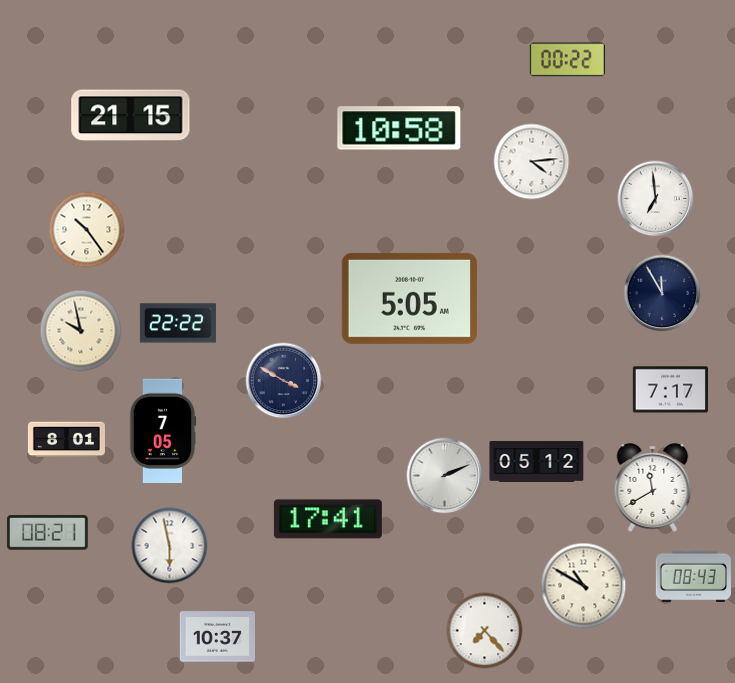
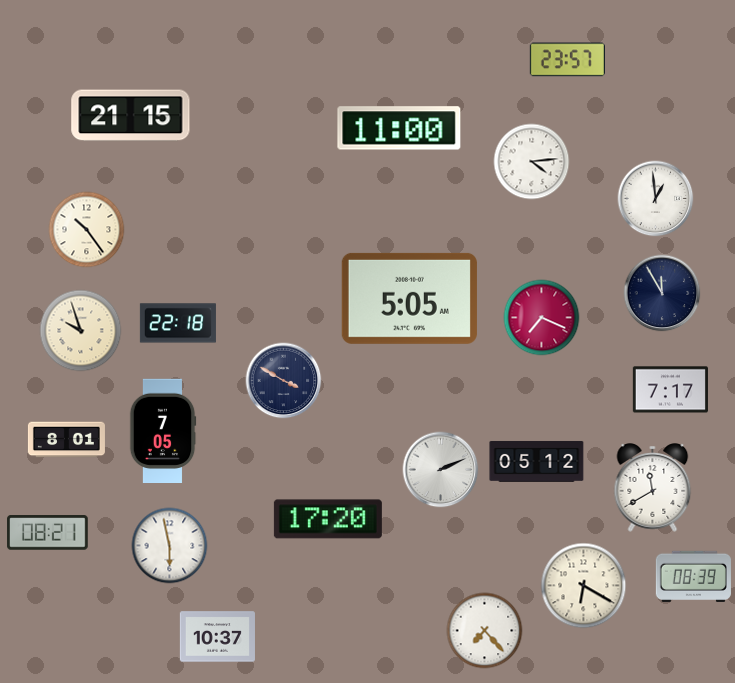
clock at (567, 60): 00:22 -> 23:57
clock at (399, 128): 10:58 -> 11:00
clock at (656, 199): 6:59 -> 12:59
clock at (542, 318): none -> 7:19
clock at (178, 323): 22:22 -> 22:18
clock at (81, 331): 9:58 -> 9:57
clock at (445, 476) position: (445, 476) -> (441, 470)
clock at (328, 519): 17:41 -> 17:20
clock at (693, 576): 08:43 -> 08:39
clock at (584, 586): 10:50 -> 6:20
